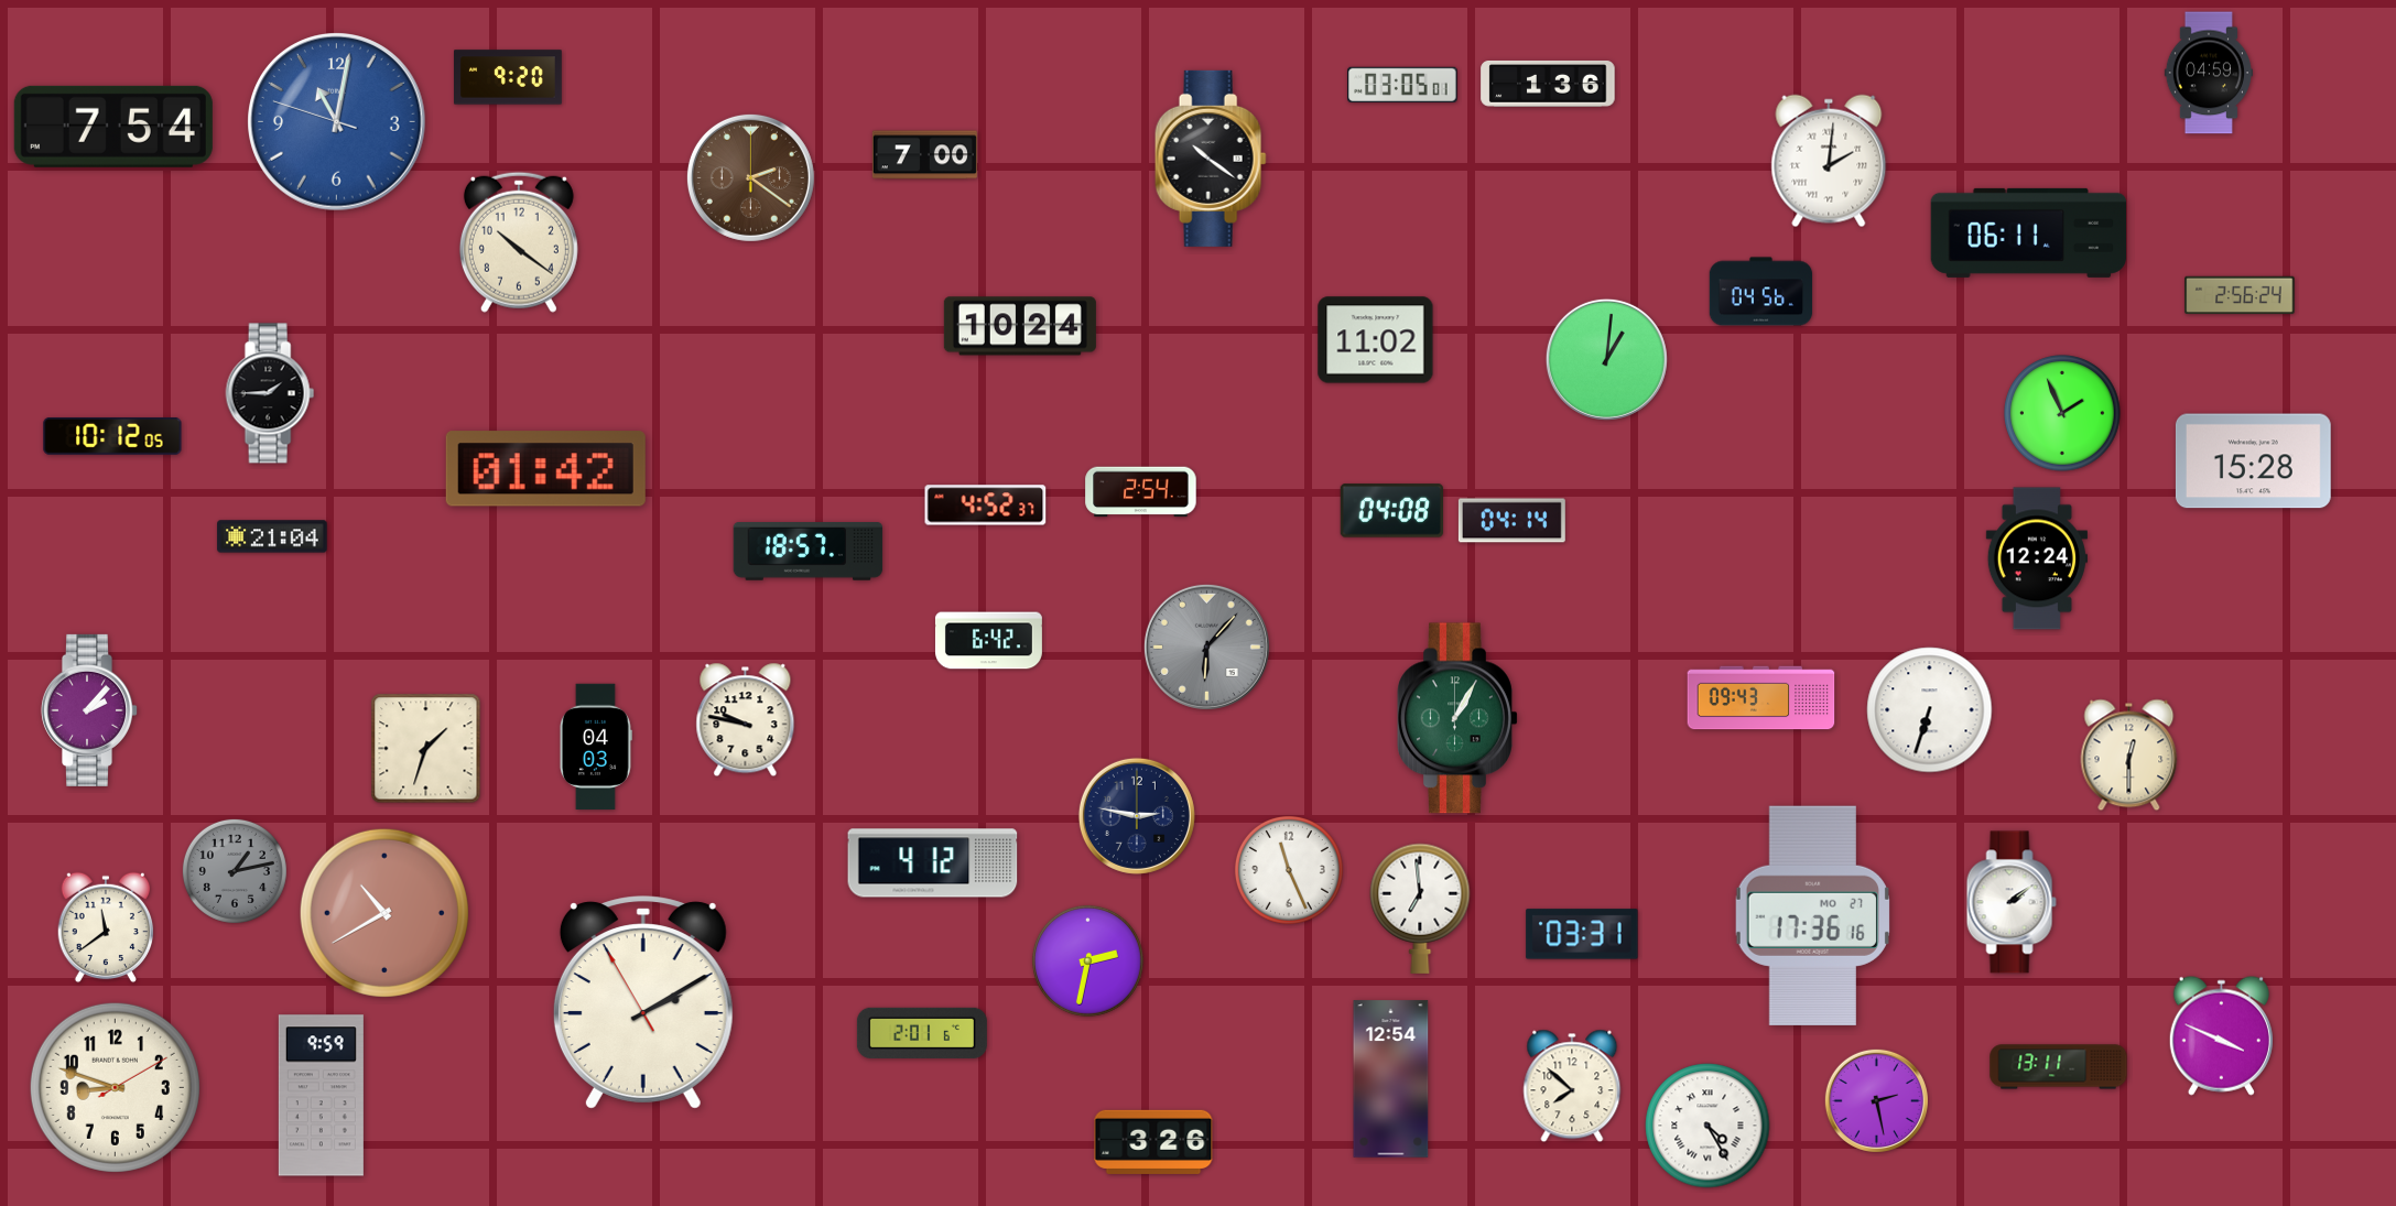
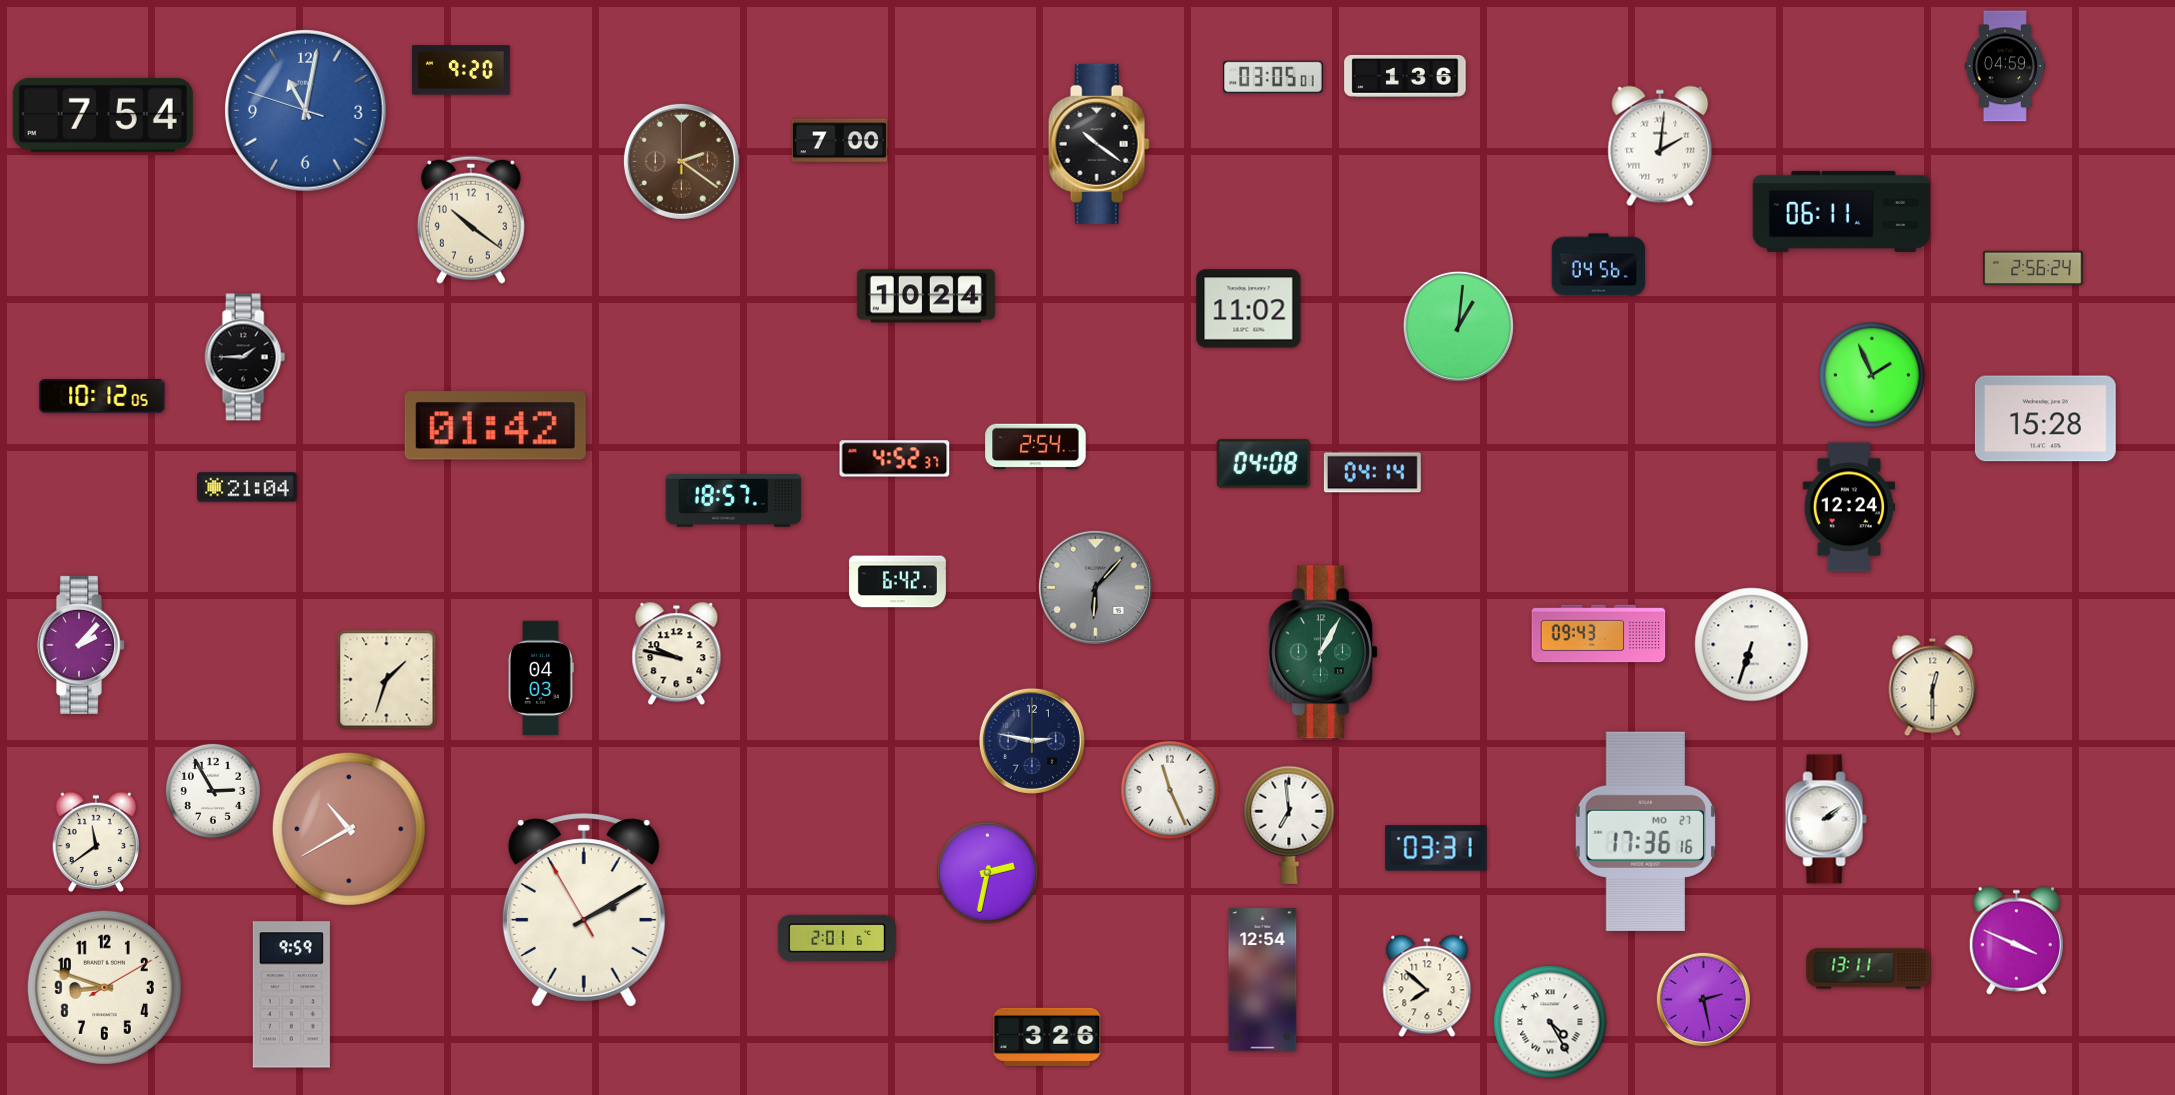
clock at (933, 863): 4:12 -> none
clock at (235, 871): 1:13 -> 2:55
clock at (235, 871) dial: grey -> white
